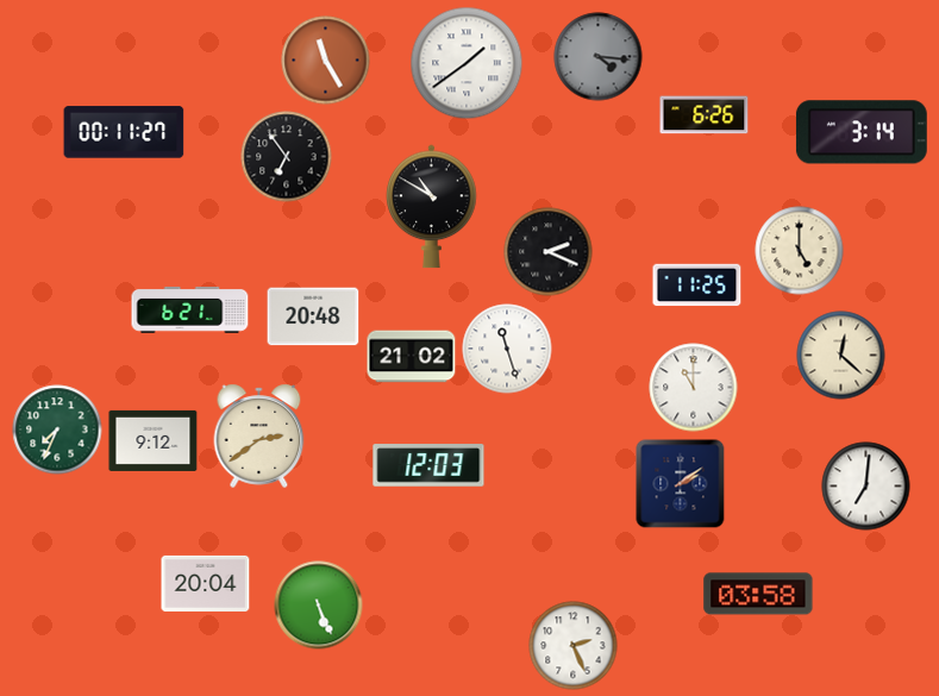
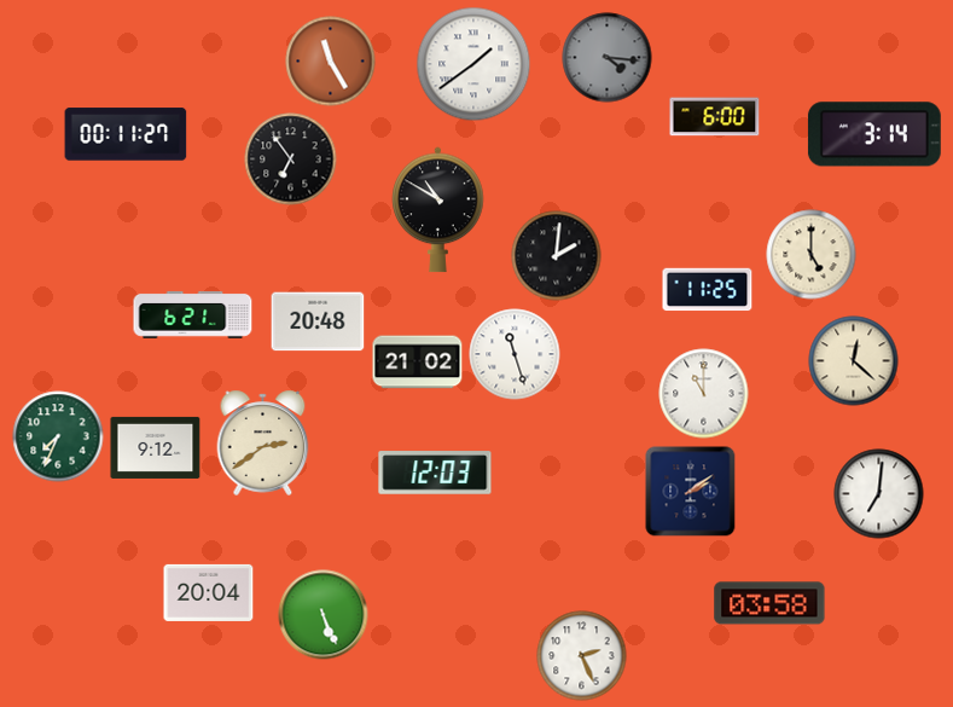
clock at (705, 115): 6:26 -> 6:00
clock at (549, 252): 2:19 -> 2:01
